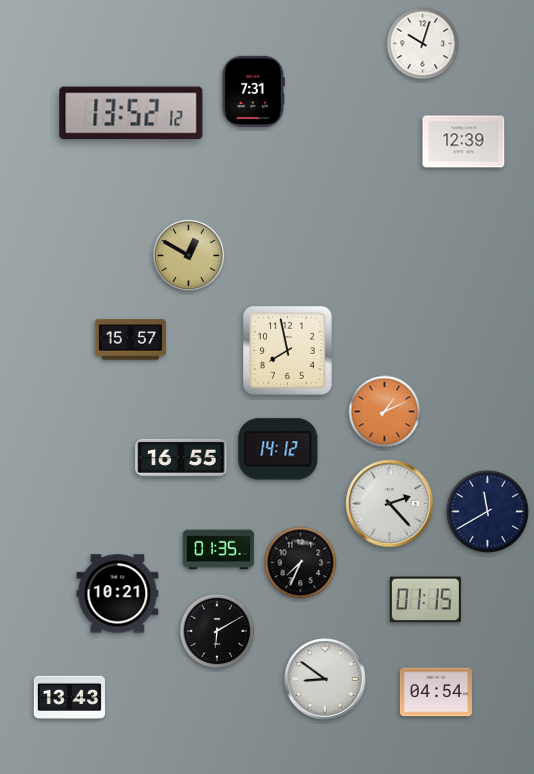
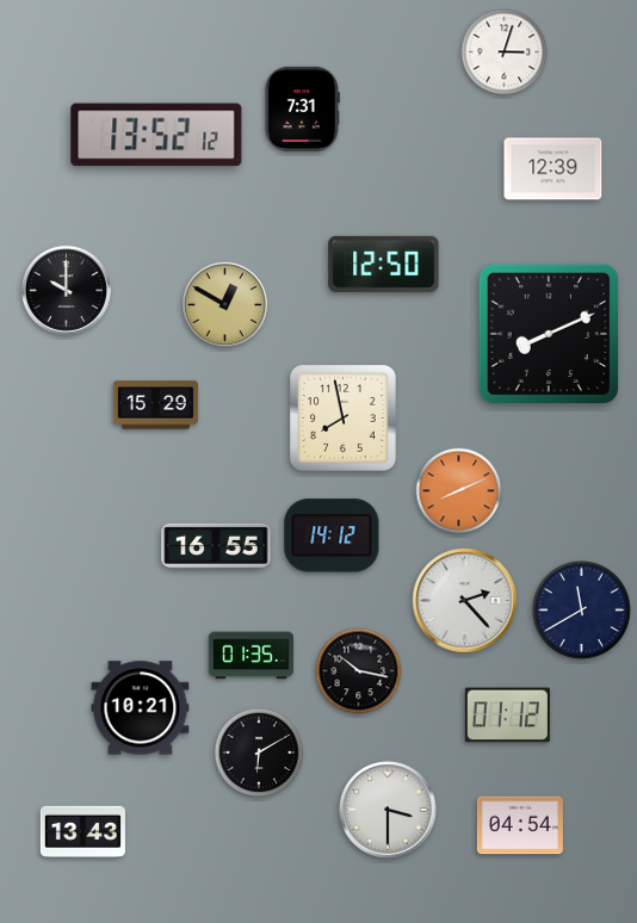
clock at (423, 44): 10:03 -> 3:03
clock at (384, 264): none -> 12:50
clock at (66, 290): none -> 10:00
clock at (549, 334): none -> 8:11
clock at (130, 340): 15:57 -> 15:29
clock at (385, 412): 1:11 -> 8:11
clock at (218, 550) position: (218, 550) -> (251, 656)
clock at (301, 563): 7:34 -> 10:17
clock at (425, 600): 01:15 -> 01:12
clock at (325, 679): 8:51 -> 3:30
